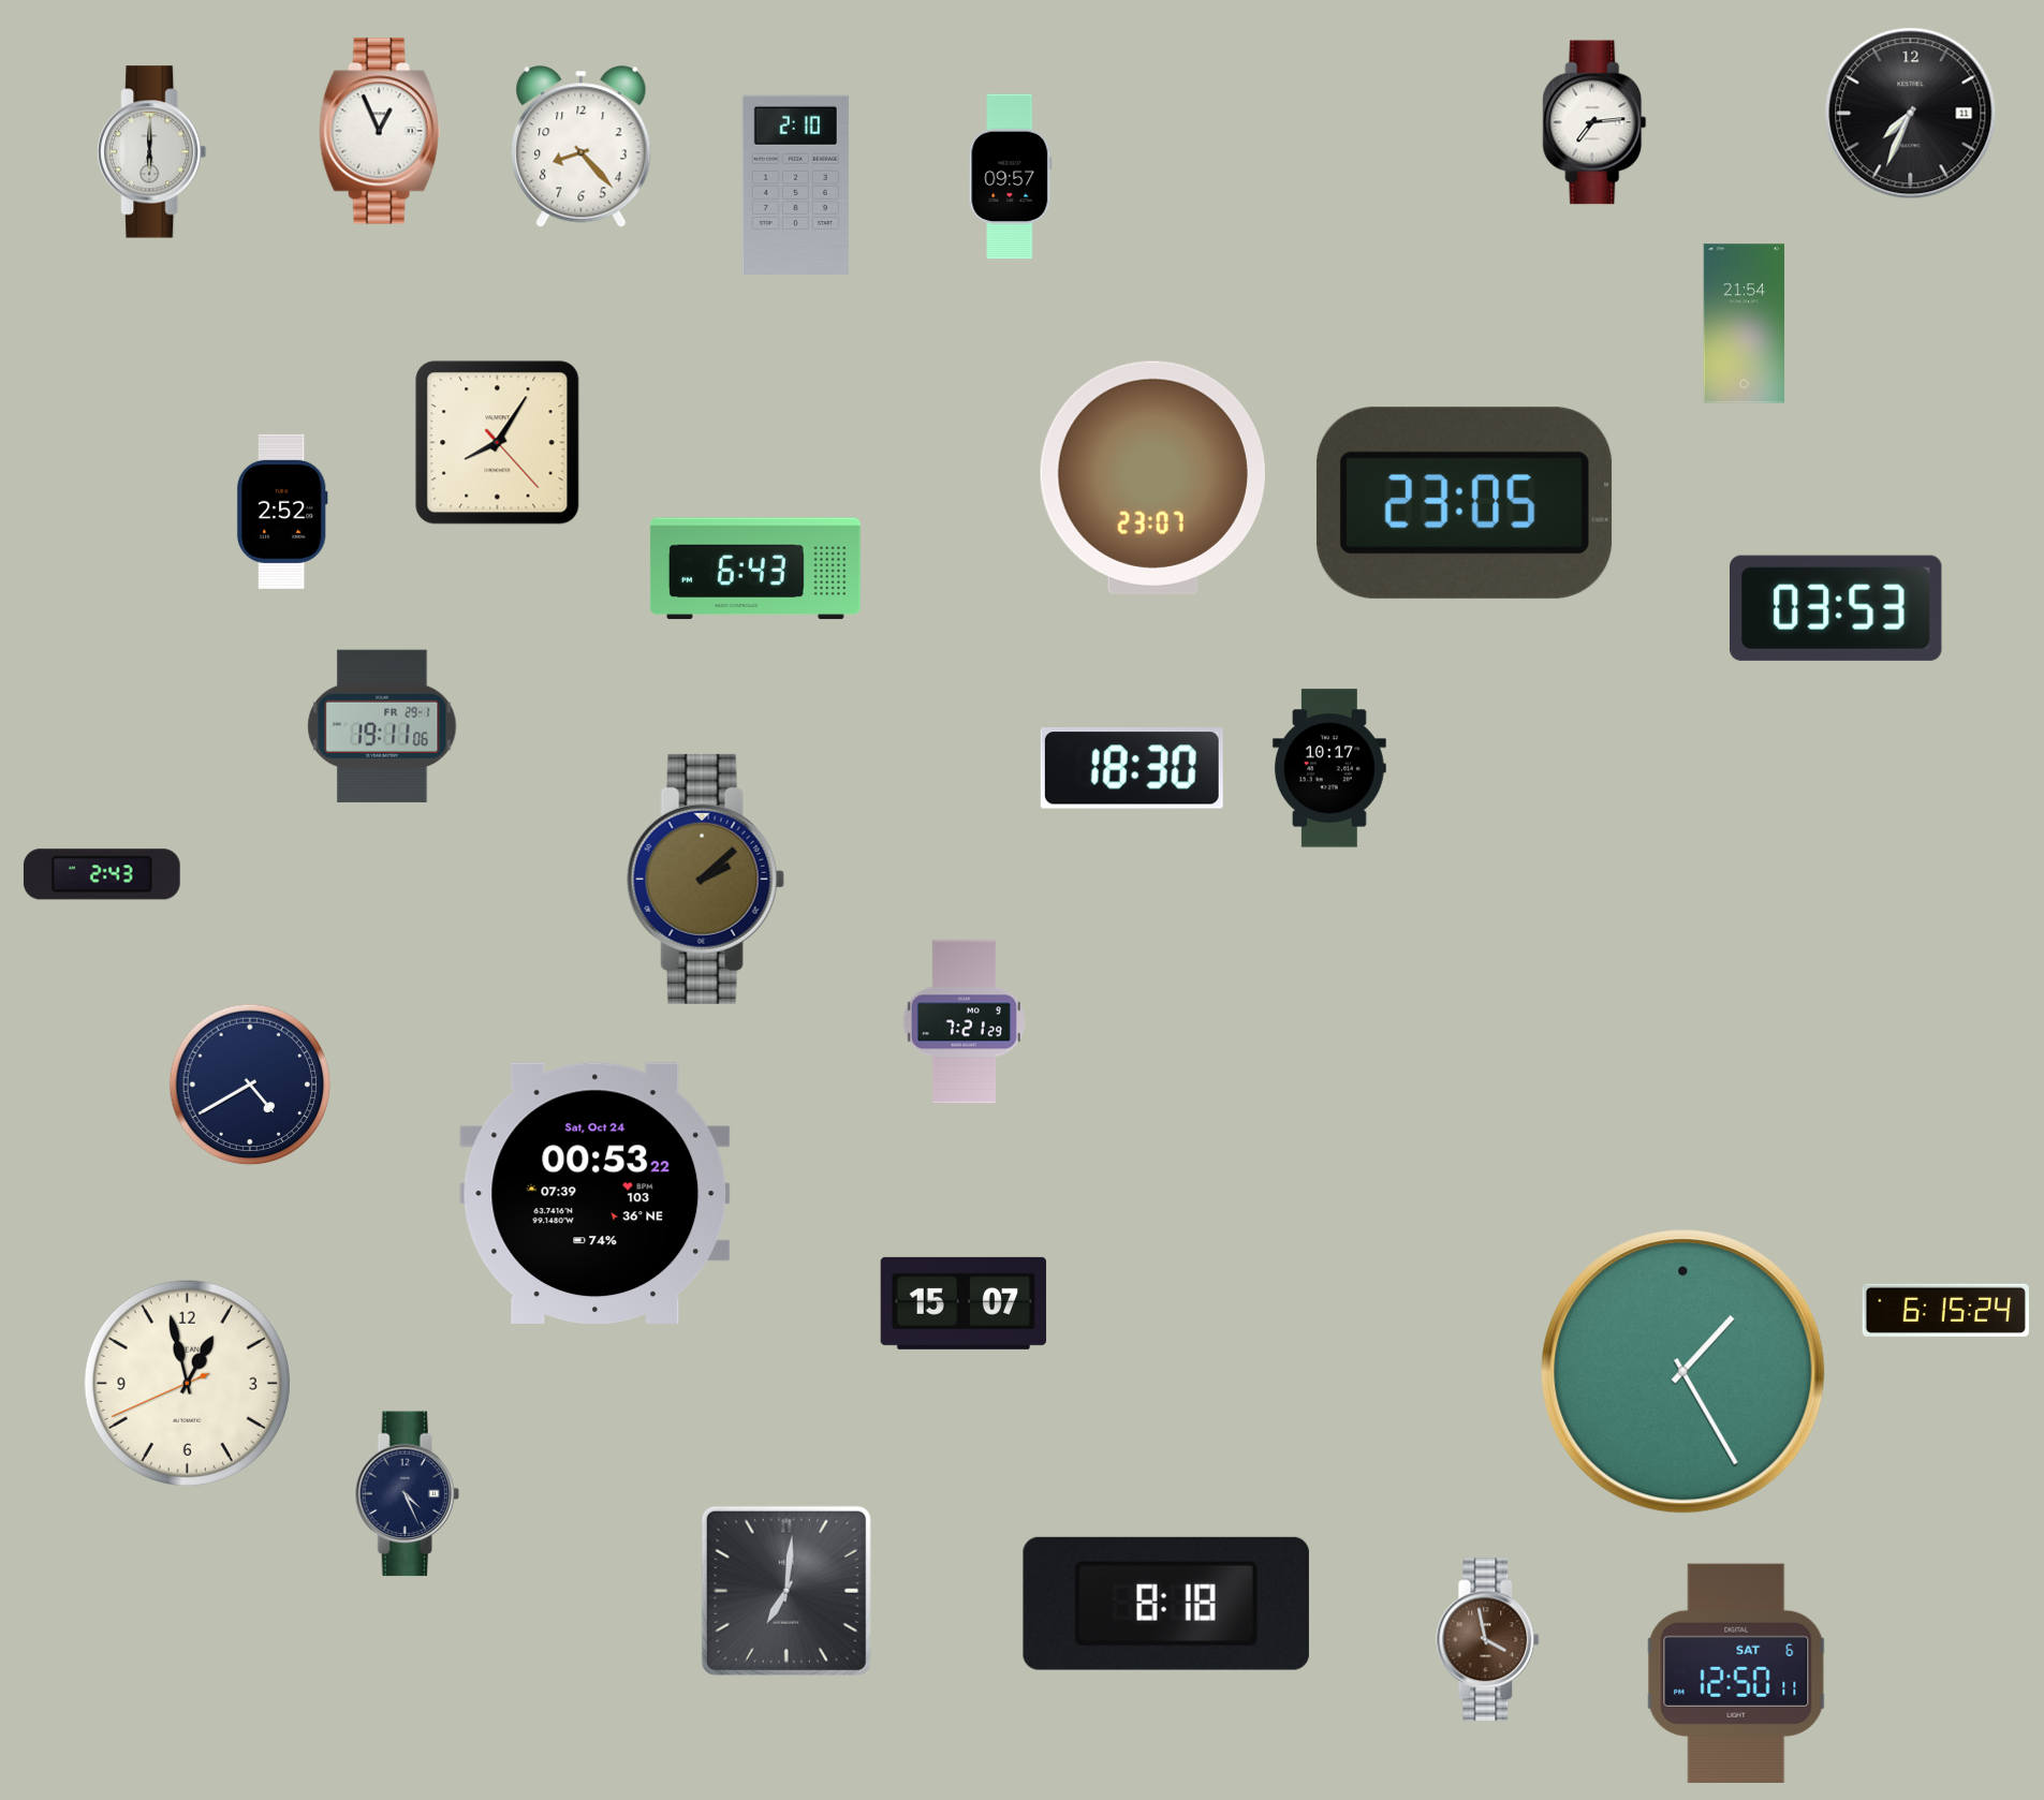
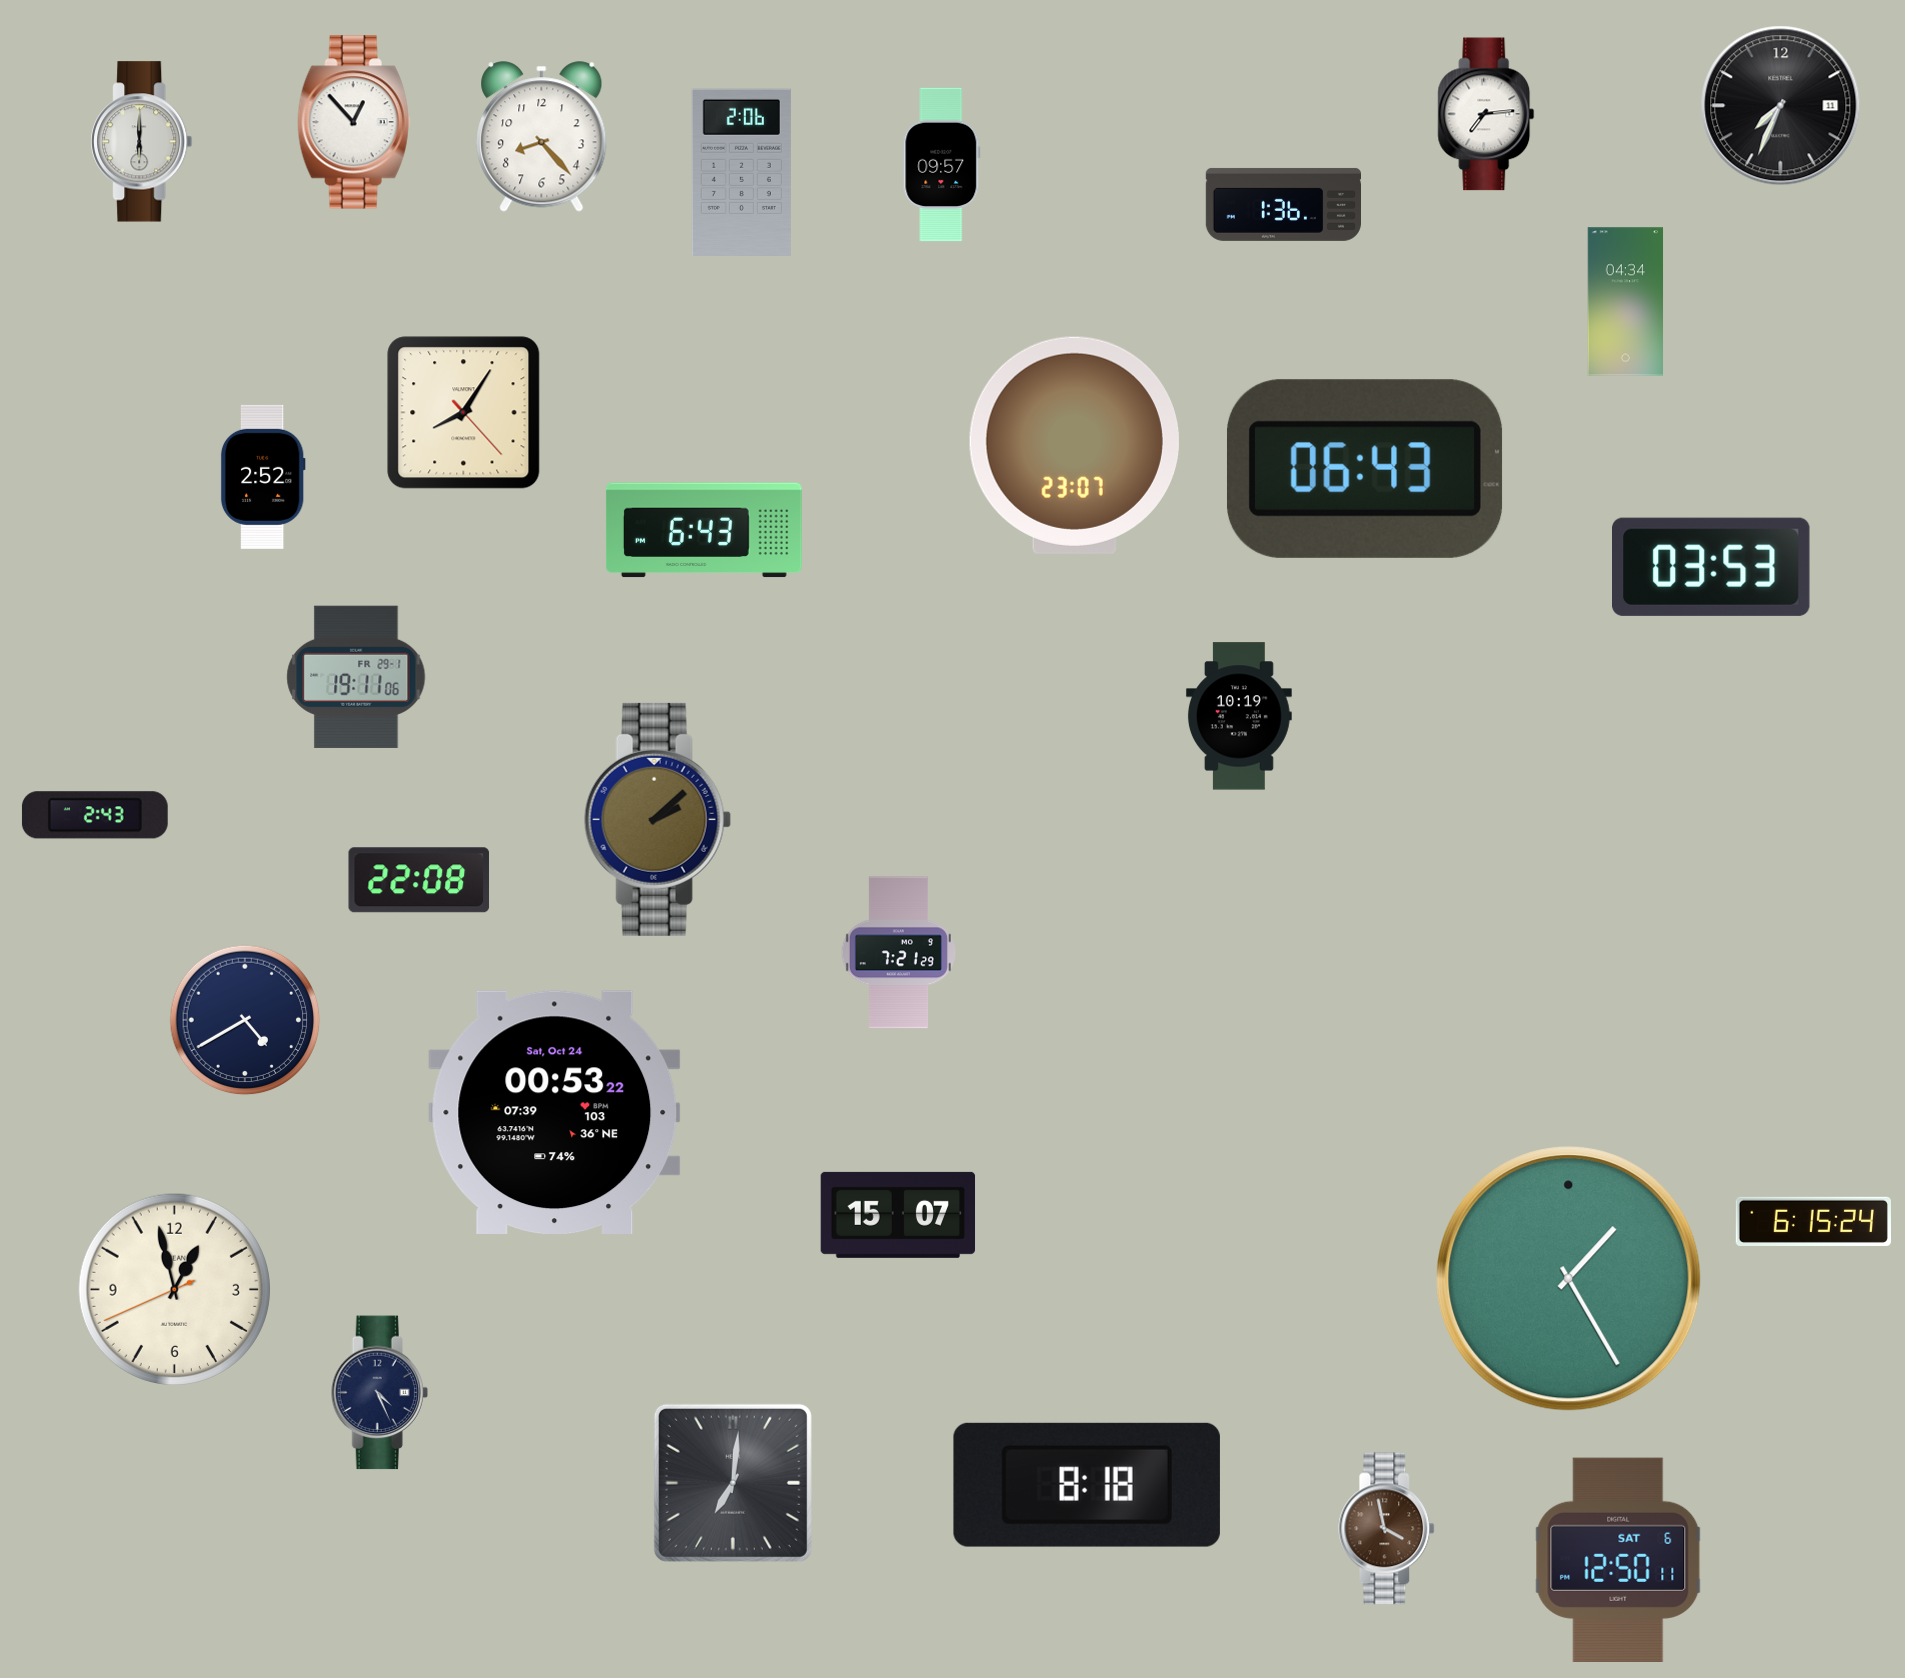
clock at (380, 131): 12:56 -> 12:53
clock at (795, 185): 2:10 -> 2:06
clock at (1283, 204): none -> 1:36
clock at (1745, 324): 21:54 -> 04:34
clock at (1465, 503): 23:05 -> 06:43
clock at (1132, 768): 18:30 -> none
clock at (1329, 768): 10:17 -> 10:19
clock at (419, 880): none -> 22:08
clock at (250, 1085) position: (250, 1085) -> (245, 1020)
clock at (1166, 1604) position: (1166, 1604) -> (1087, 1485)
